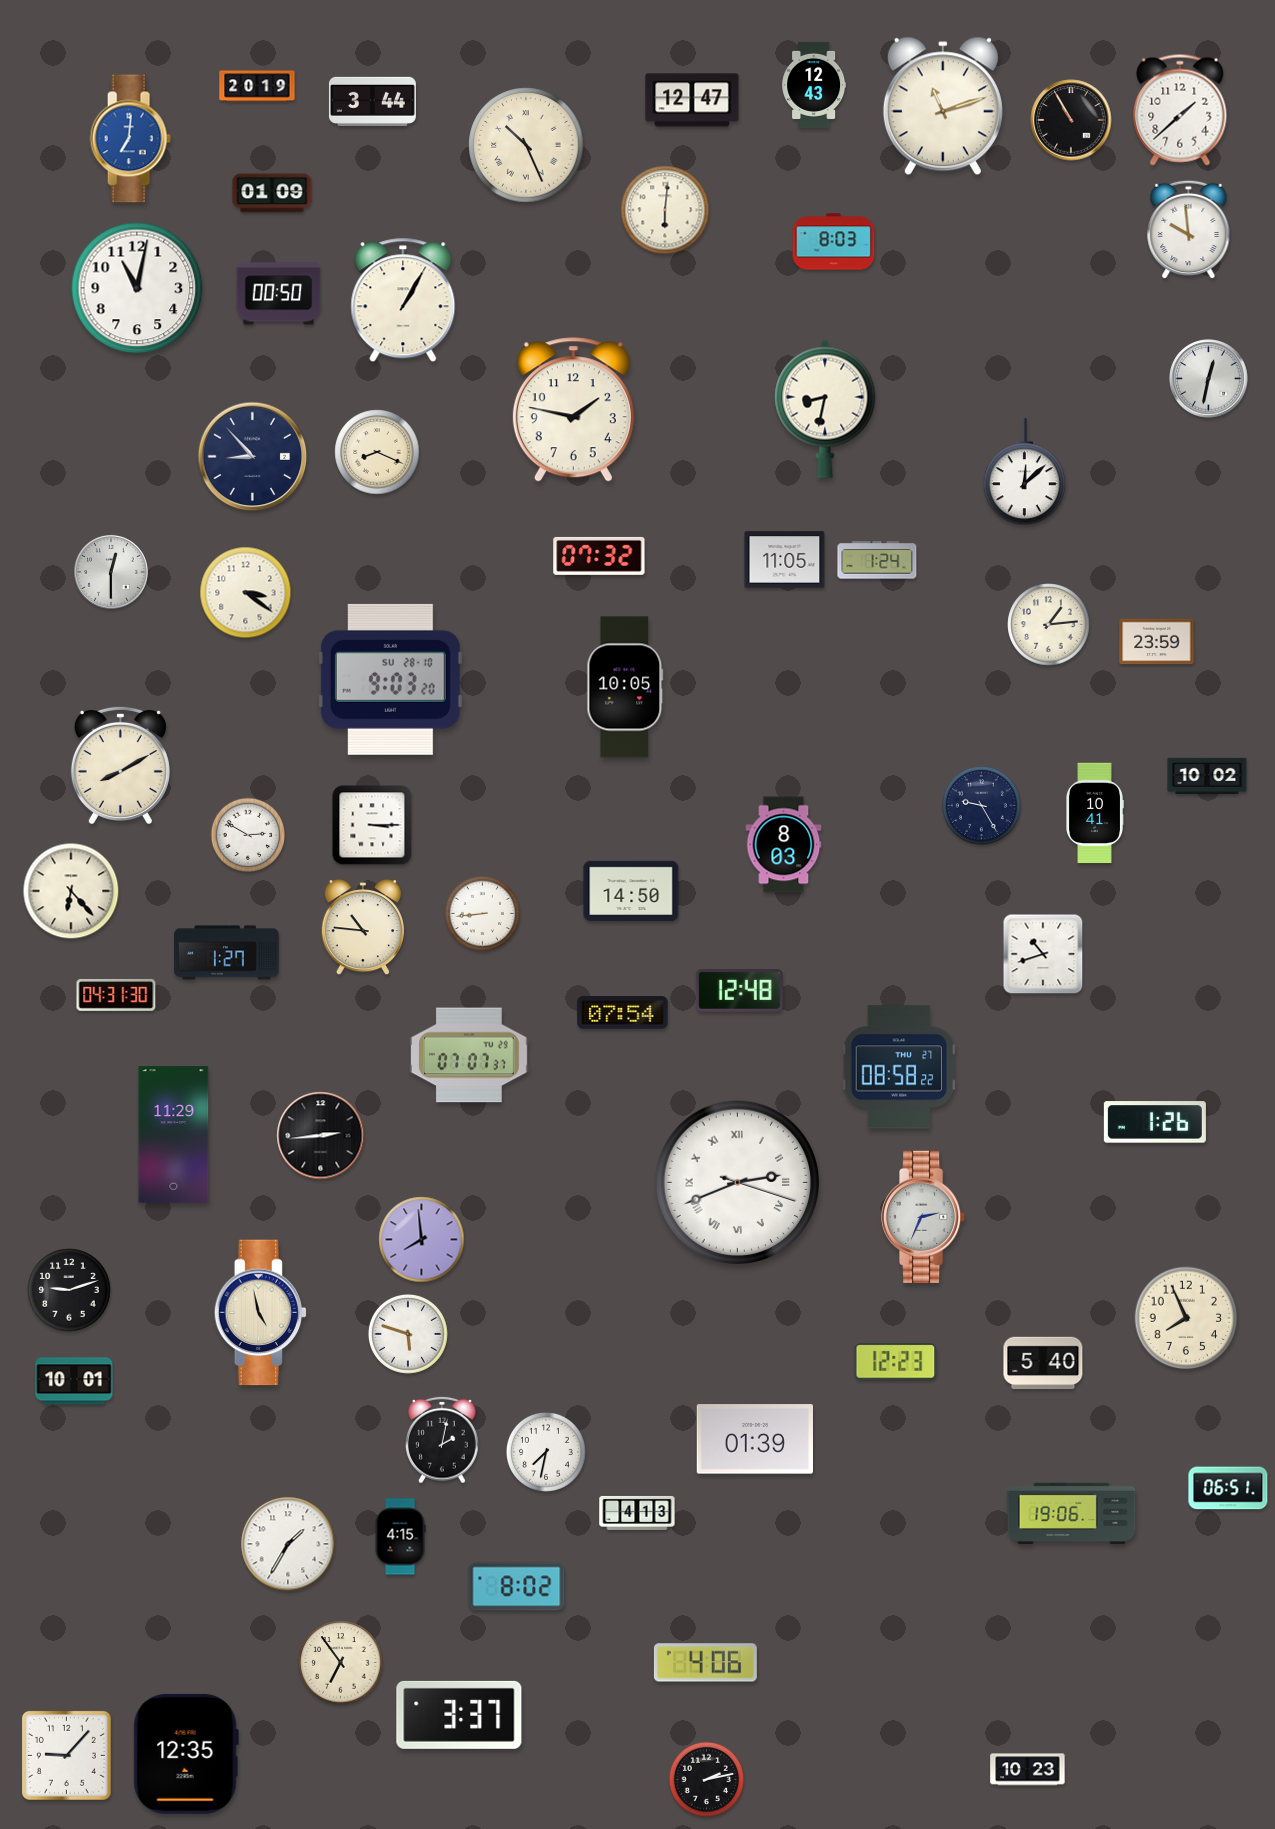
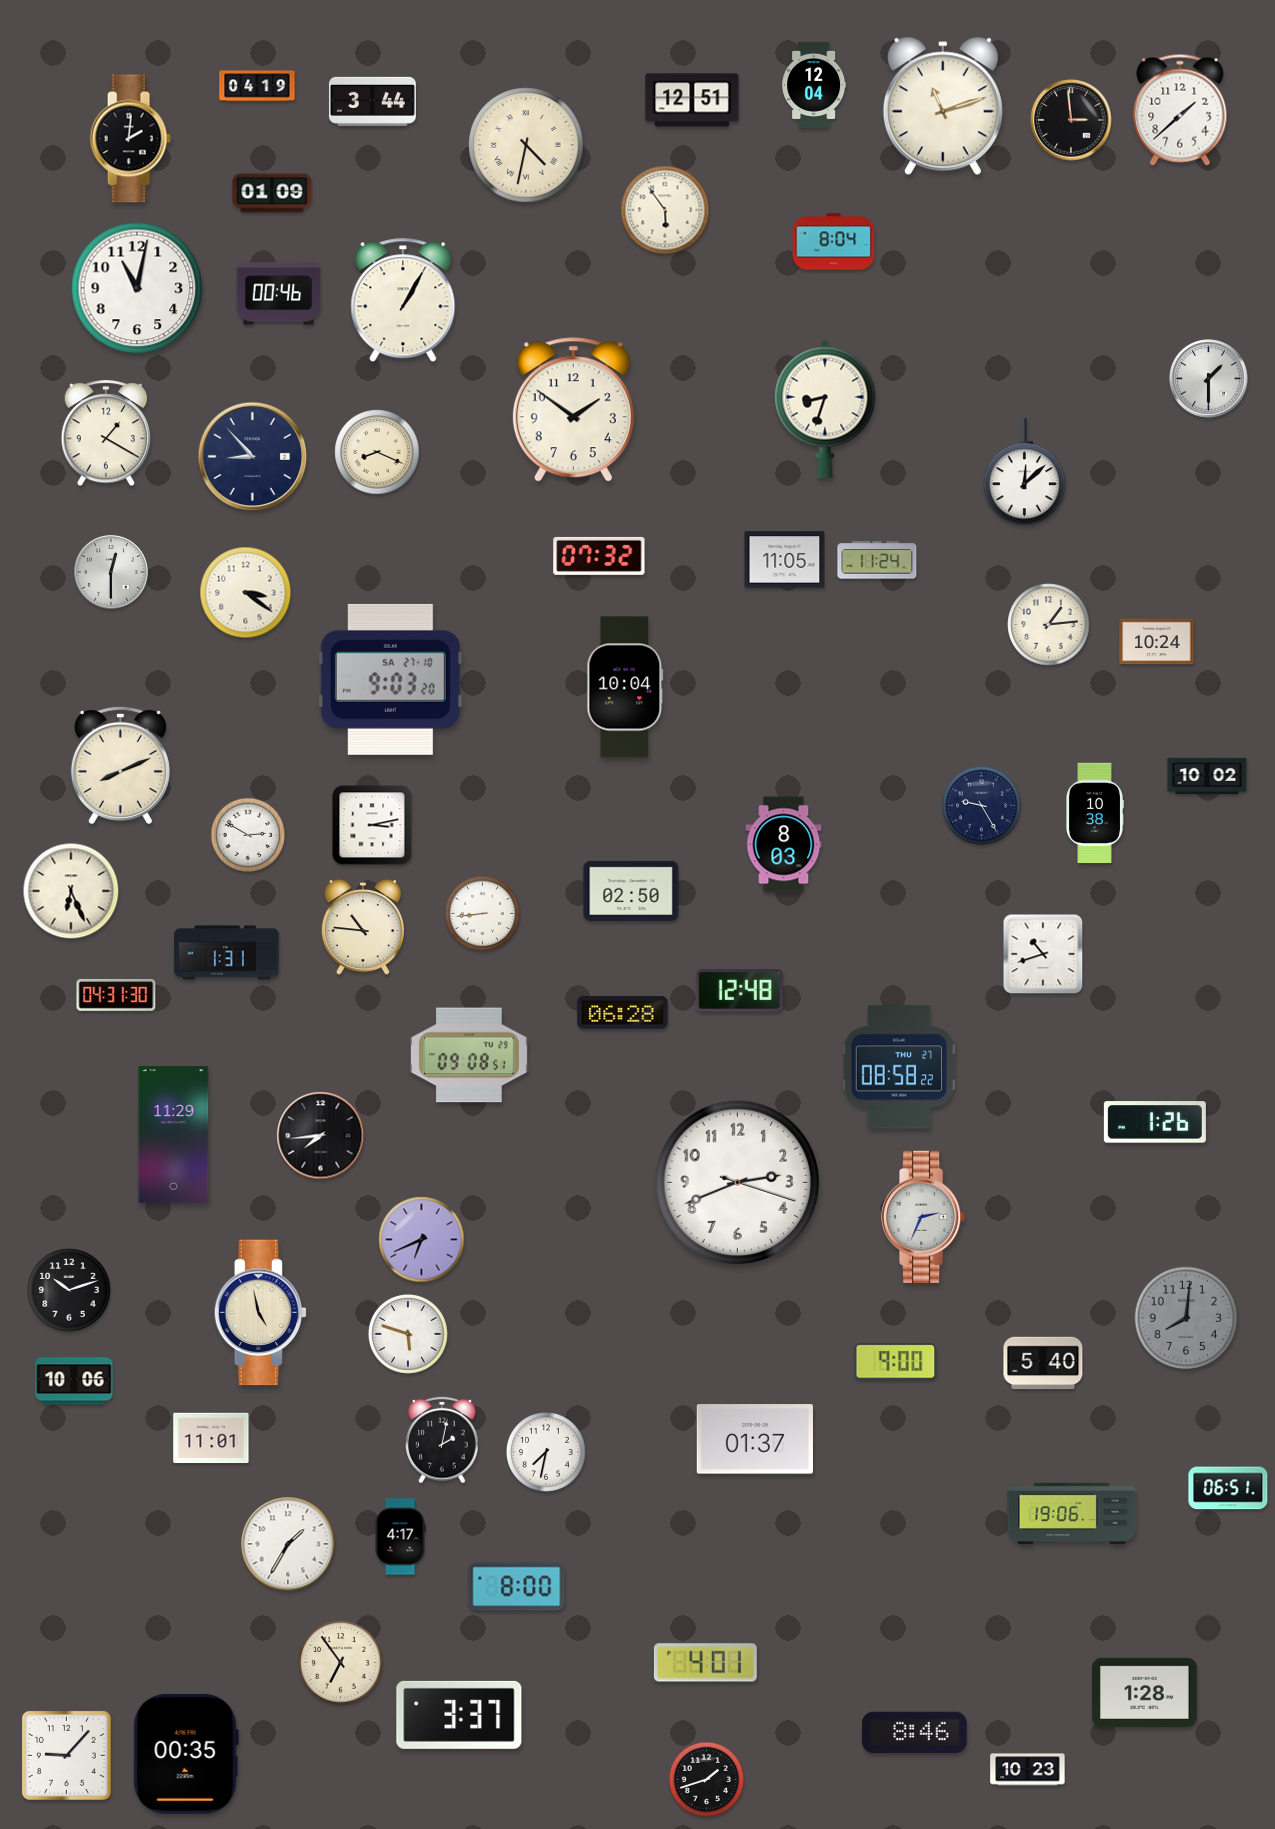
clock at (814, 85): 12:43 -> 12:04
clock at (257, 86): 20:19 -> 04:19
clock at (692, 100): 12:47 -> 12:51
clock at (1071, 120): 10:55 -> 2:59
clock at (130, 139): 7:01 -> 2:01
clock at (130, 139) dial: blue -> black
clock at (526, 145): 10:26 -> 4:32
clock at (665, 210): 6:01 -> 5:54
clock at (1189, 230): 9:59 -> none
clock at (834, 242): 8:03 -> 8:04
clock at (279, 294): 00:50 -> 00:46
clock at (1209, 379): 12:32 -> 1:30
clock at (825, 409): 8:32 -> 8:33
clock at (573, 410): 1:47 -> 1:51
clock at (106, 434): none -> 1:20
clock at (877, 560): 1:24 -> 11:24
clock at (1157, 642): 23:59 -> 10:24
clock at (390, 679) date: SU 28-10 -> SA 27-10
clock at (625, 687): 10:05 -> 10:04
clock at (120, 764): 8:10 -> 8:11
clock at (1095, 813): 10:41 -> 10:38
clock at (372, 825): 3:15 -> 3:13
clock at (71, 891): 6:23 -> 6:26
clock at (631, 891): 14:50 -> 02:50
clock at (227, 953): 1:27 -> 1:31
clock at (623, 1013): 07:54 -> 06:28
clock at (470, 1055): 07:07 -> 09:08
clock at (321, 1136): 2:44 -> 7:44
clock at (737, 1182) numerals: Roman -> Arabic
clock at (422, 1240): 7:59 -> 6:41
clock at (69, 1290): 9:12 -> 10:12
clock at (1186, 1318): 7:56 -> 8:01
clock at (1186, 1318) dial: cream -> grey
clock at (896, 1362): 12:23 -> 9:00
clock at (74, 1381): 10:01 -> 10:06
clock at (211, 1438): none -> 11:01
clock at (755, 1439): 01:39 -> 01:37
clock at (637, 1513): 4:13 -> none
clock at (400, 1537): 4:15 -> 4:17
clock at (517, 1587): 8:02 -> 8:00
clock at (705, 1663): 4:06 -> 4:01
clock at (1145, 1692): none -> 1:28
clock at (915, 1733): none -> 8:46
clock at (186, 1754): 12:35 -> 00:35
clock at (706, 1779): 2:13 -> 1:42
